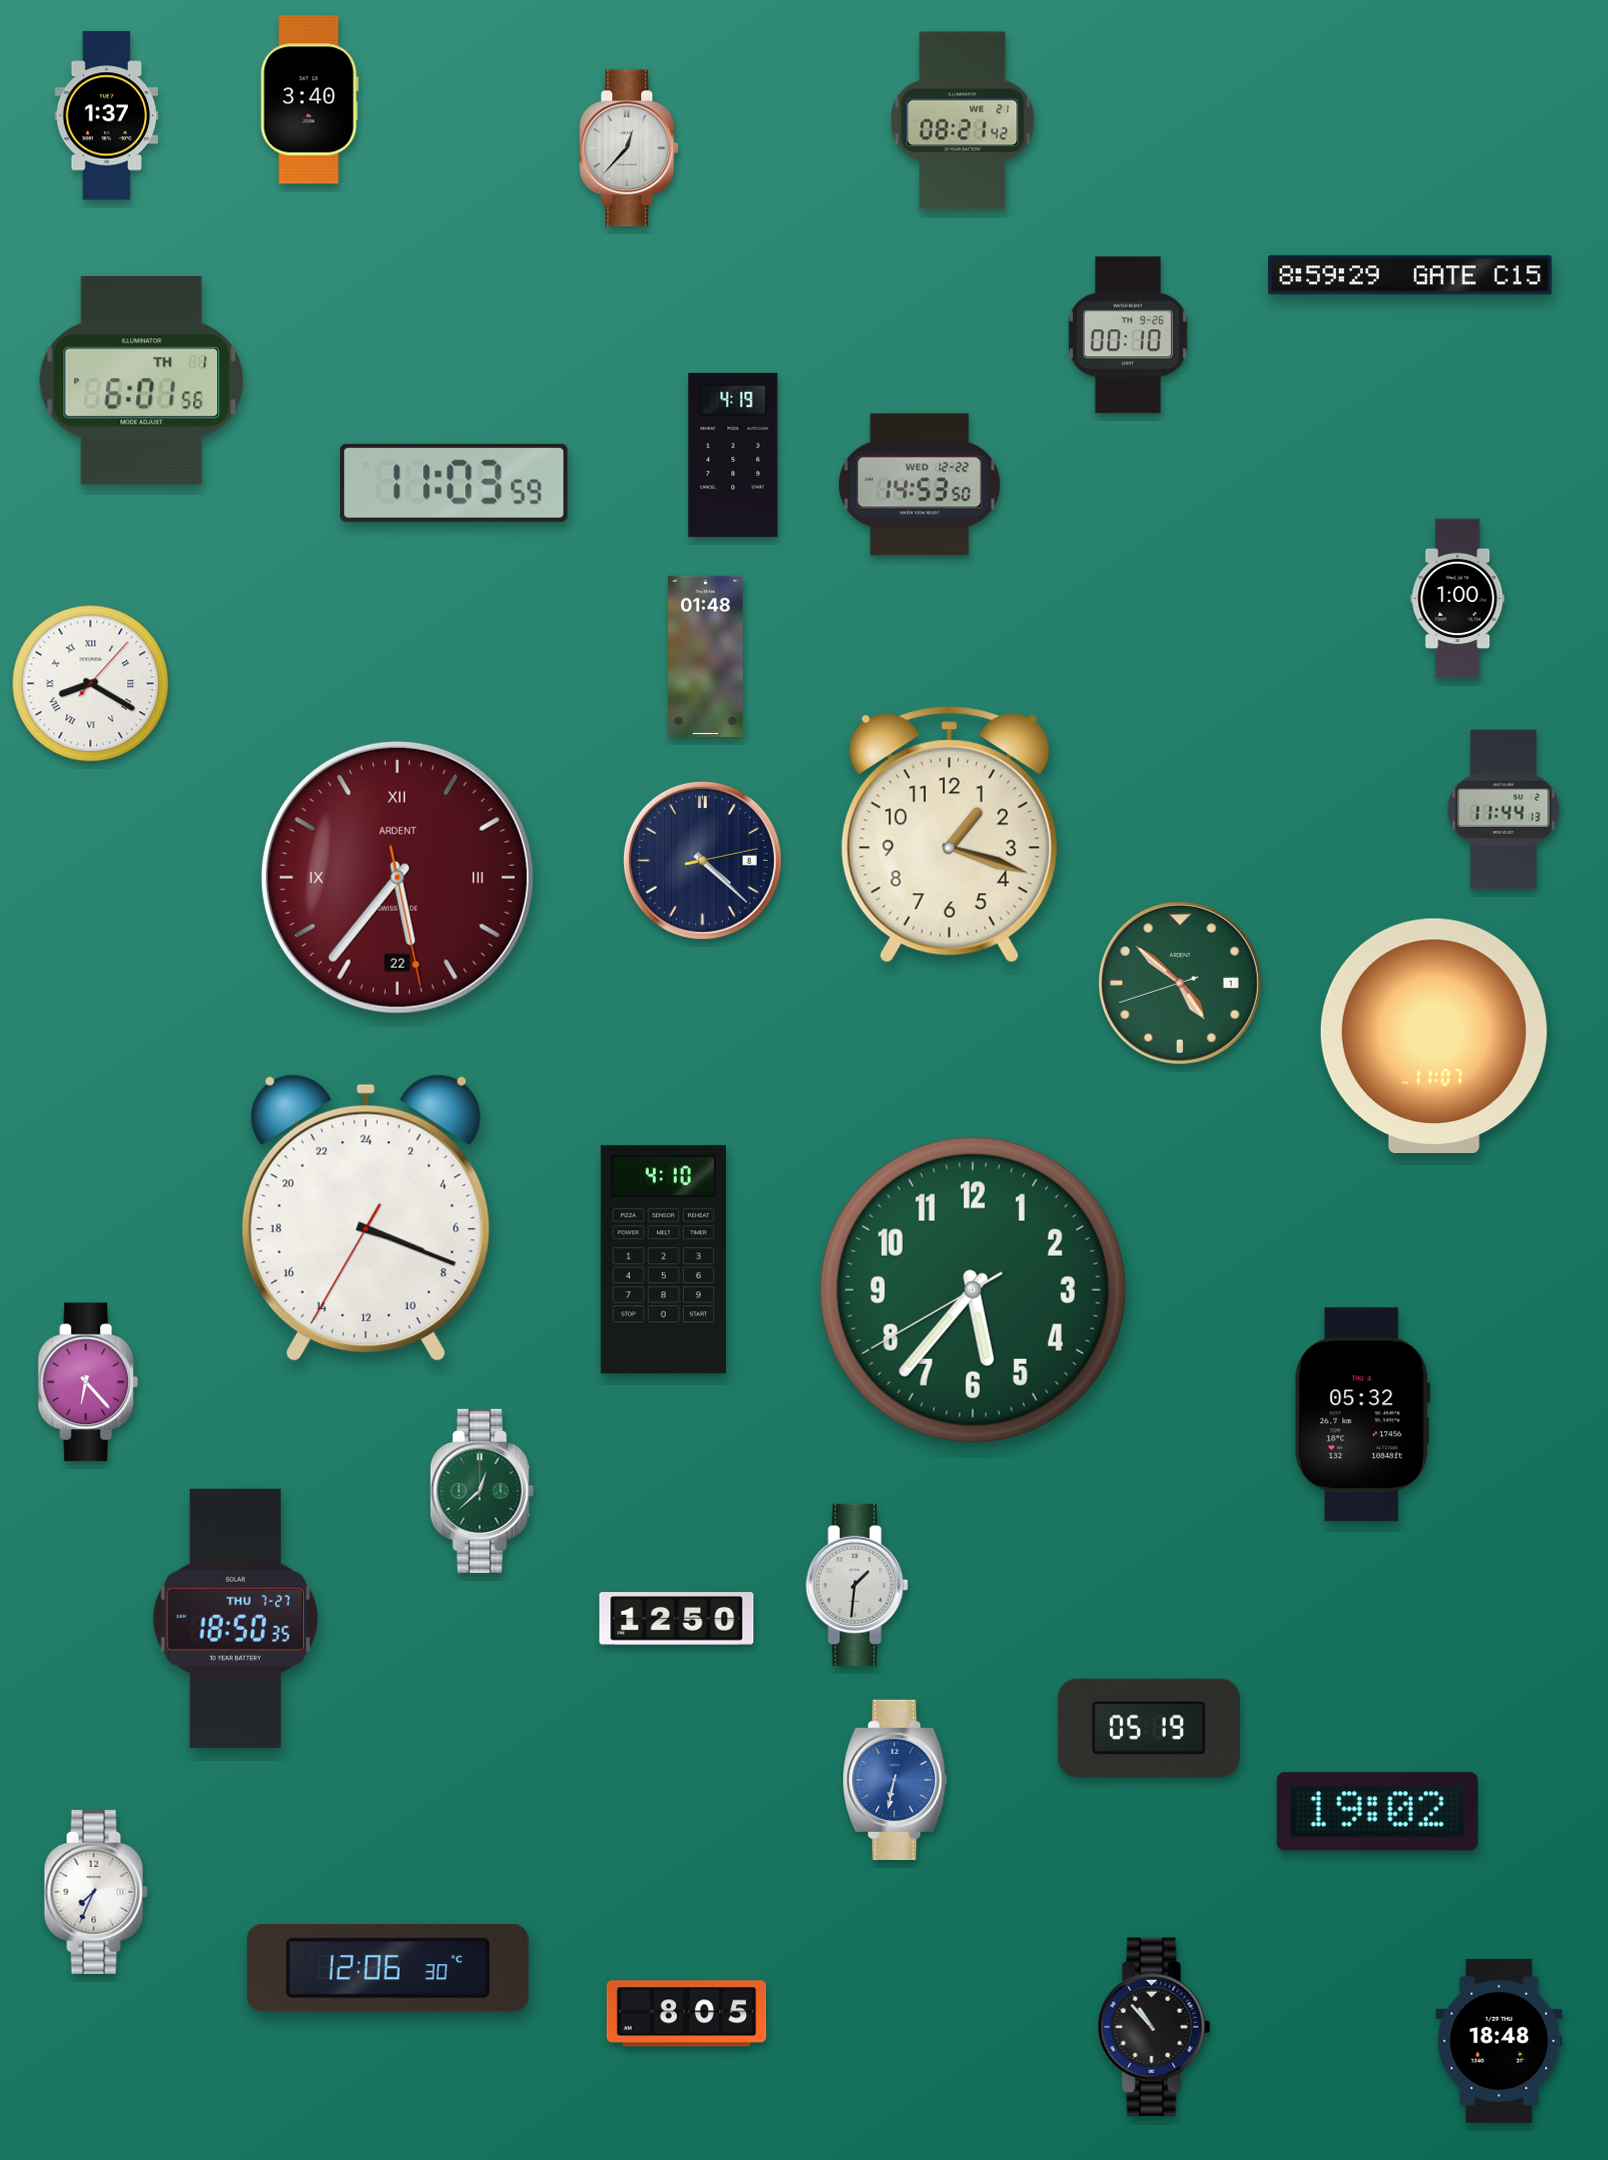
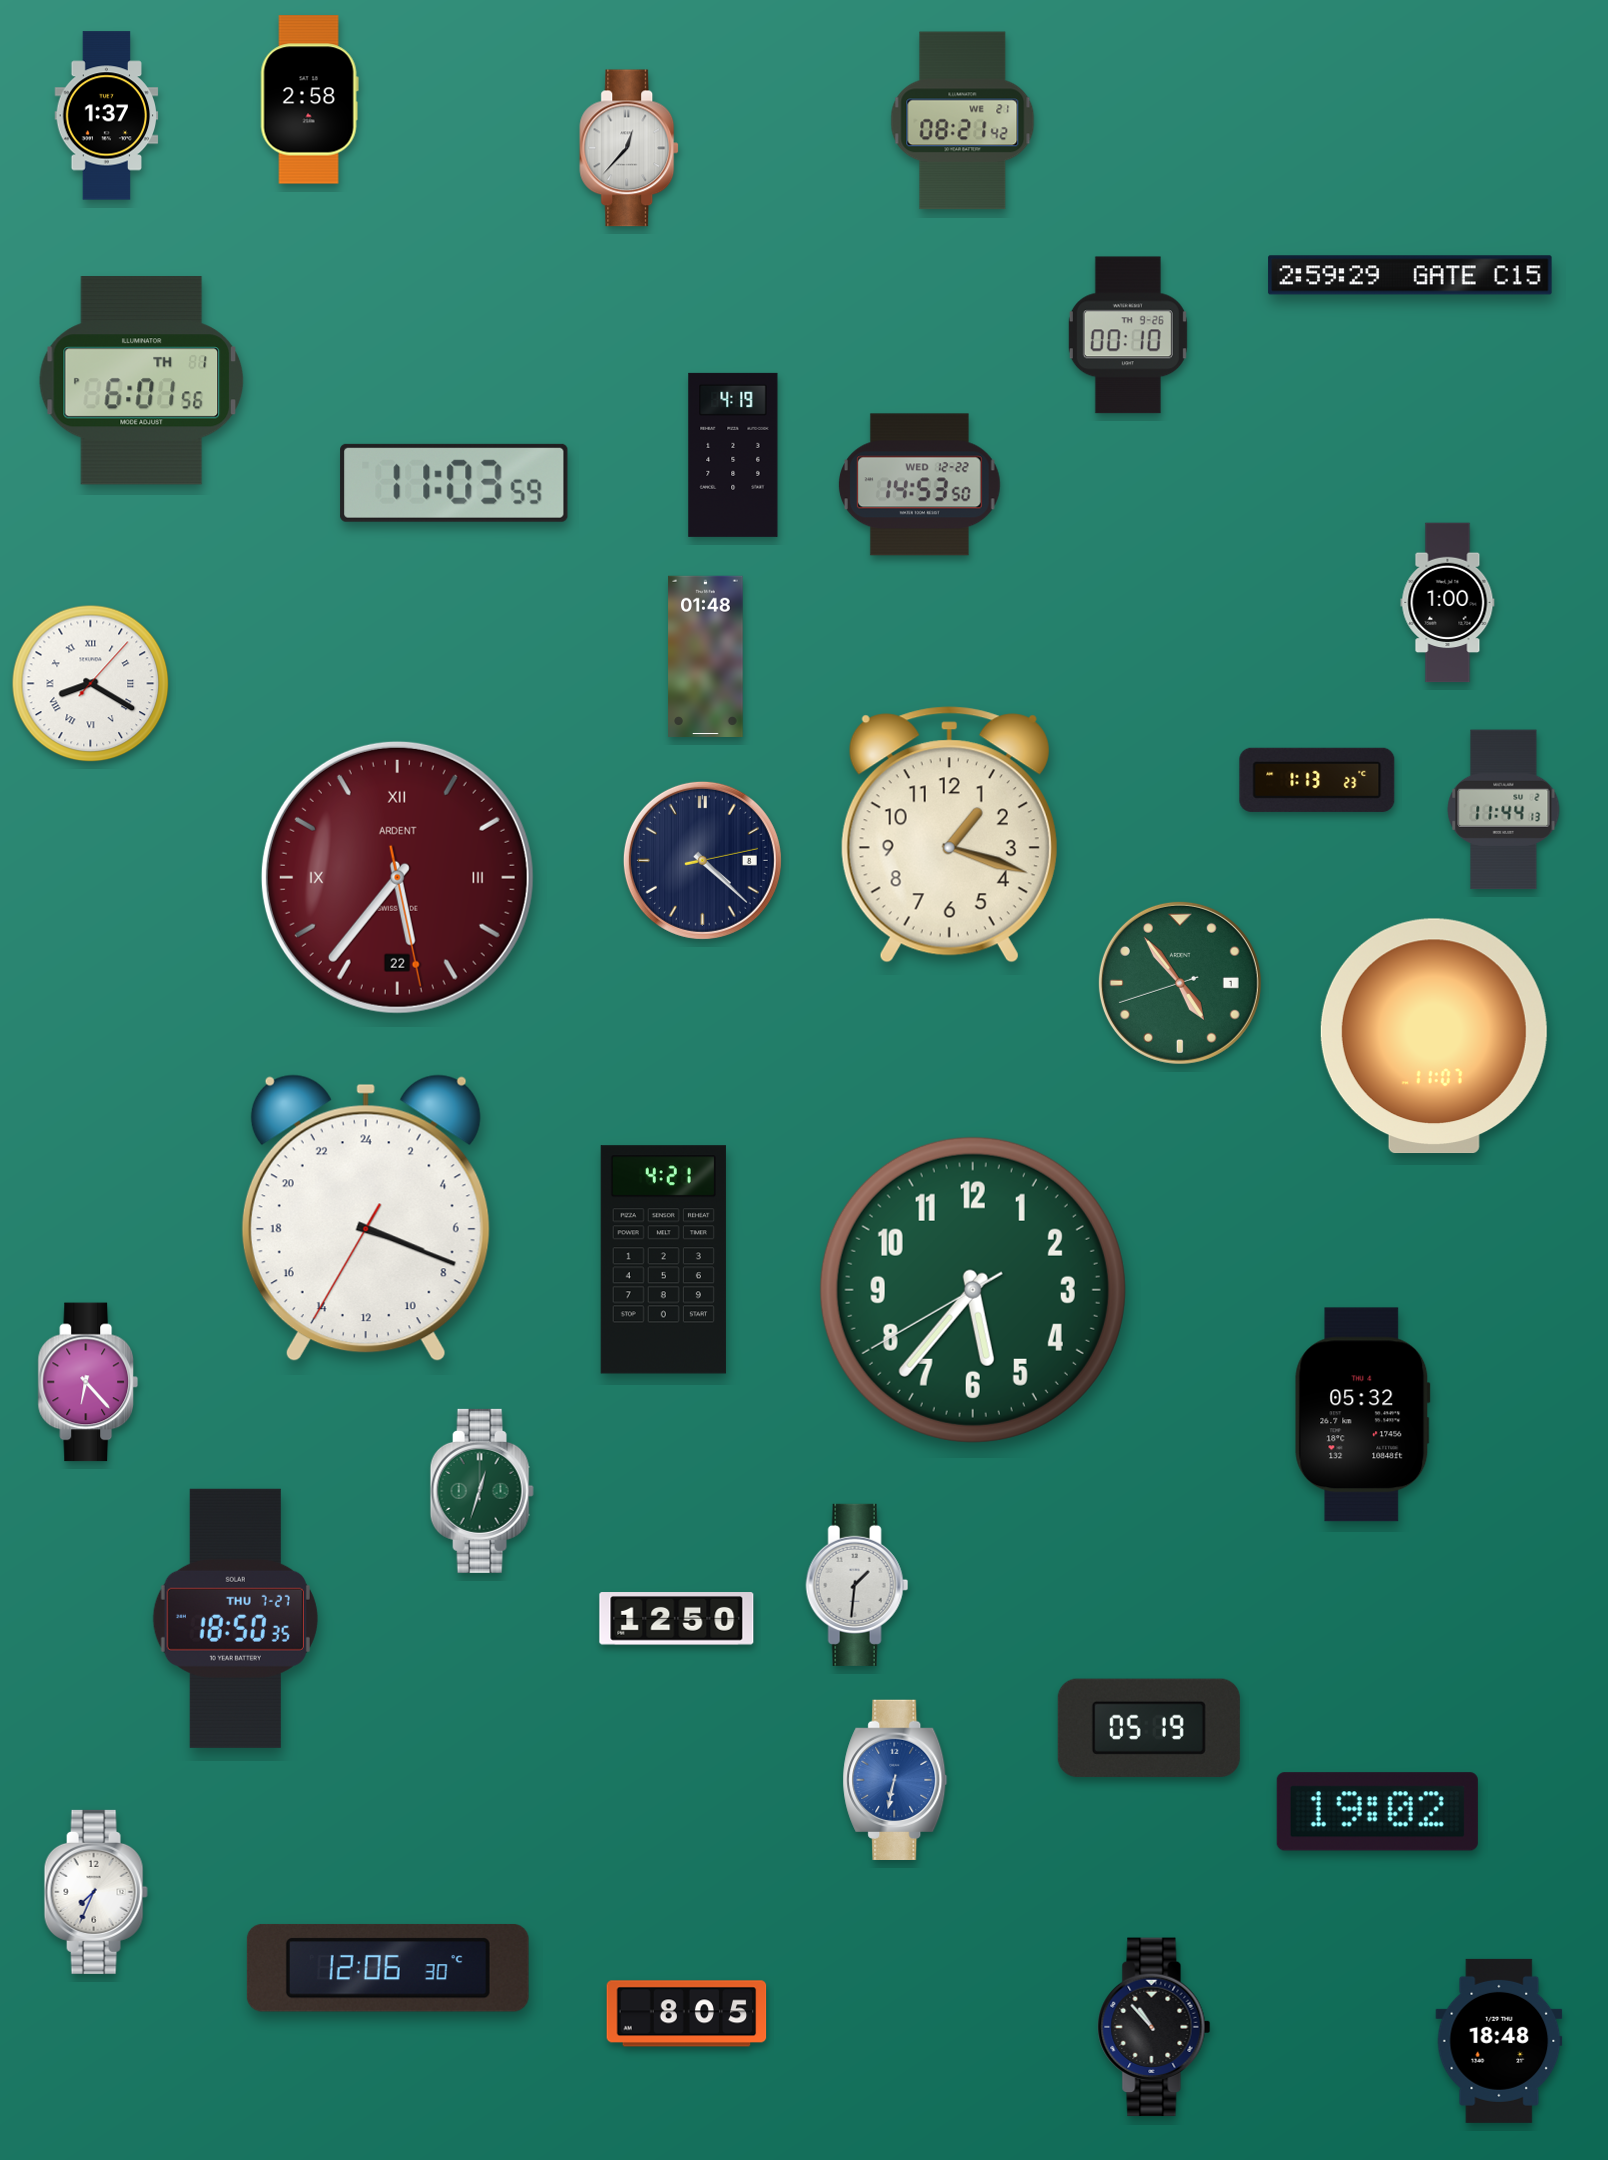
clock at (309, 100): 3:40 -> 2:58
clock at (1410, 275): 8:59 -> 2:59
clock at (1458, 599) position: (1458, 599) -> (1448, 603)
clock at (1317, 780): none -> 1:13
clock at (1180, 983): 4:51 -> 4:53
clock at (663, 1260): 4:10 -> 4:21
clock at (482, 1491): 12:38 -> 12:33
